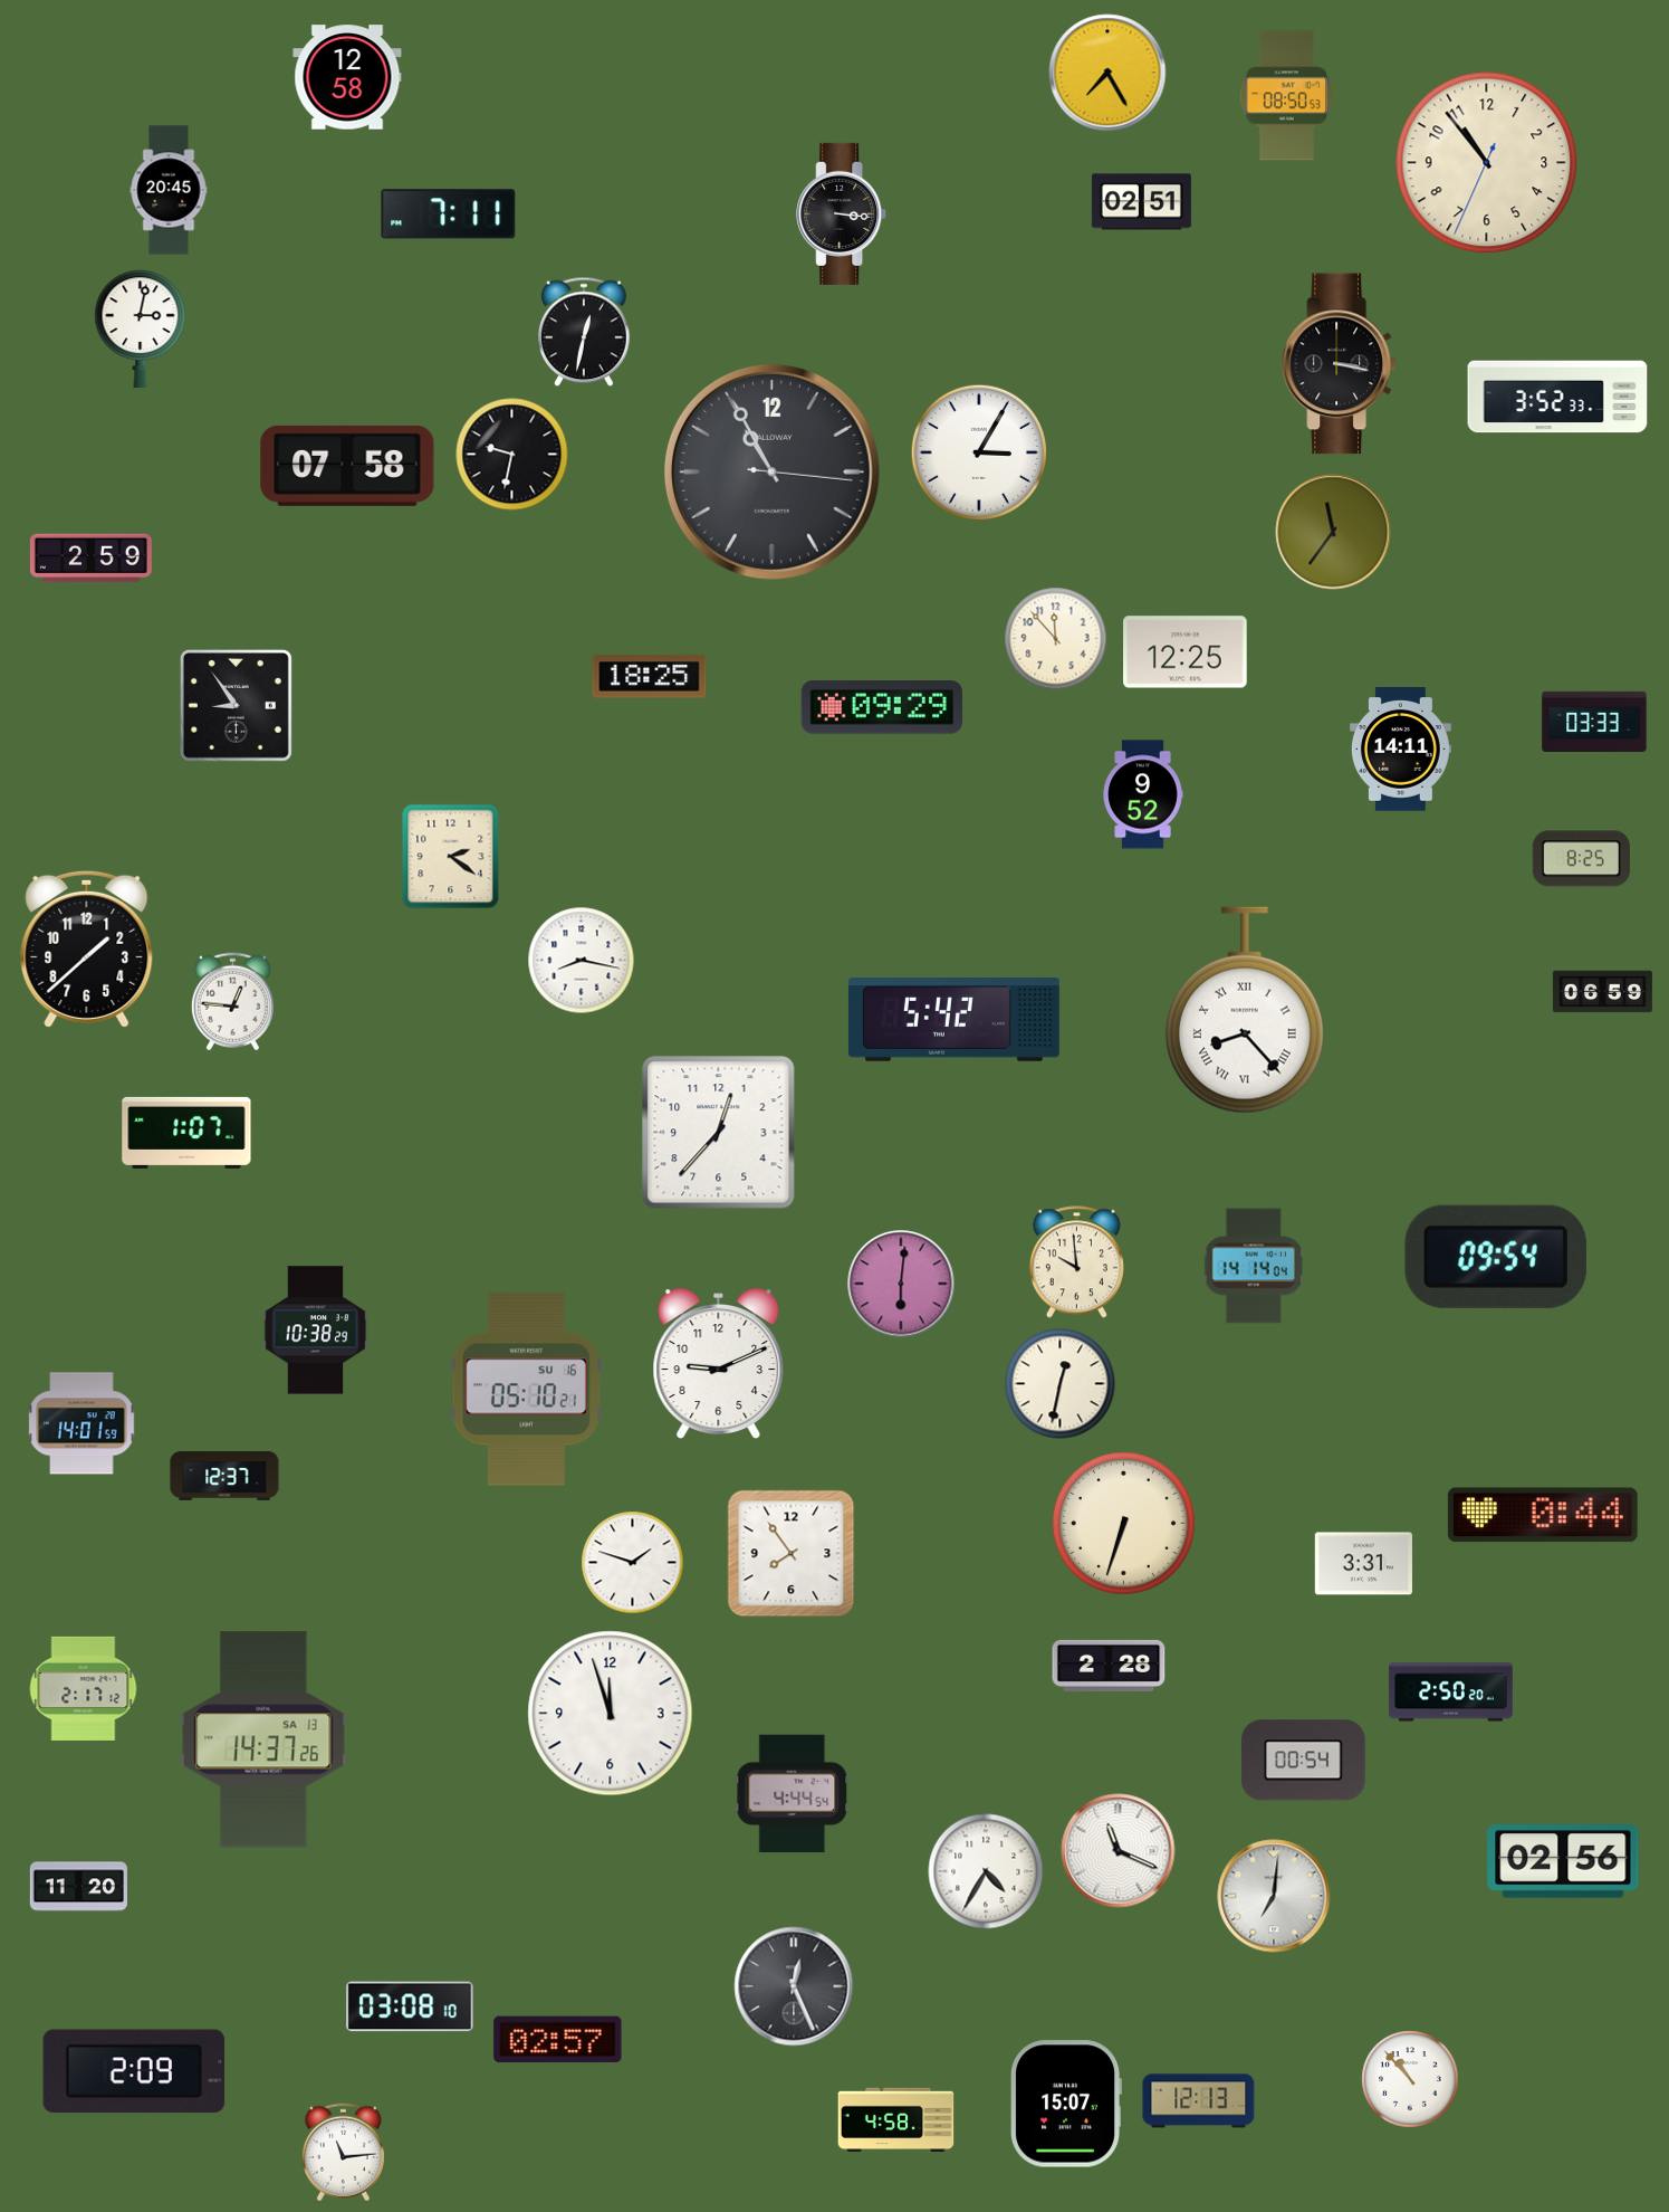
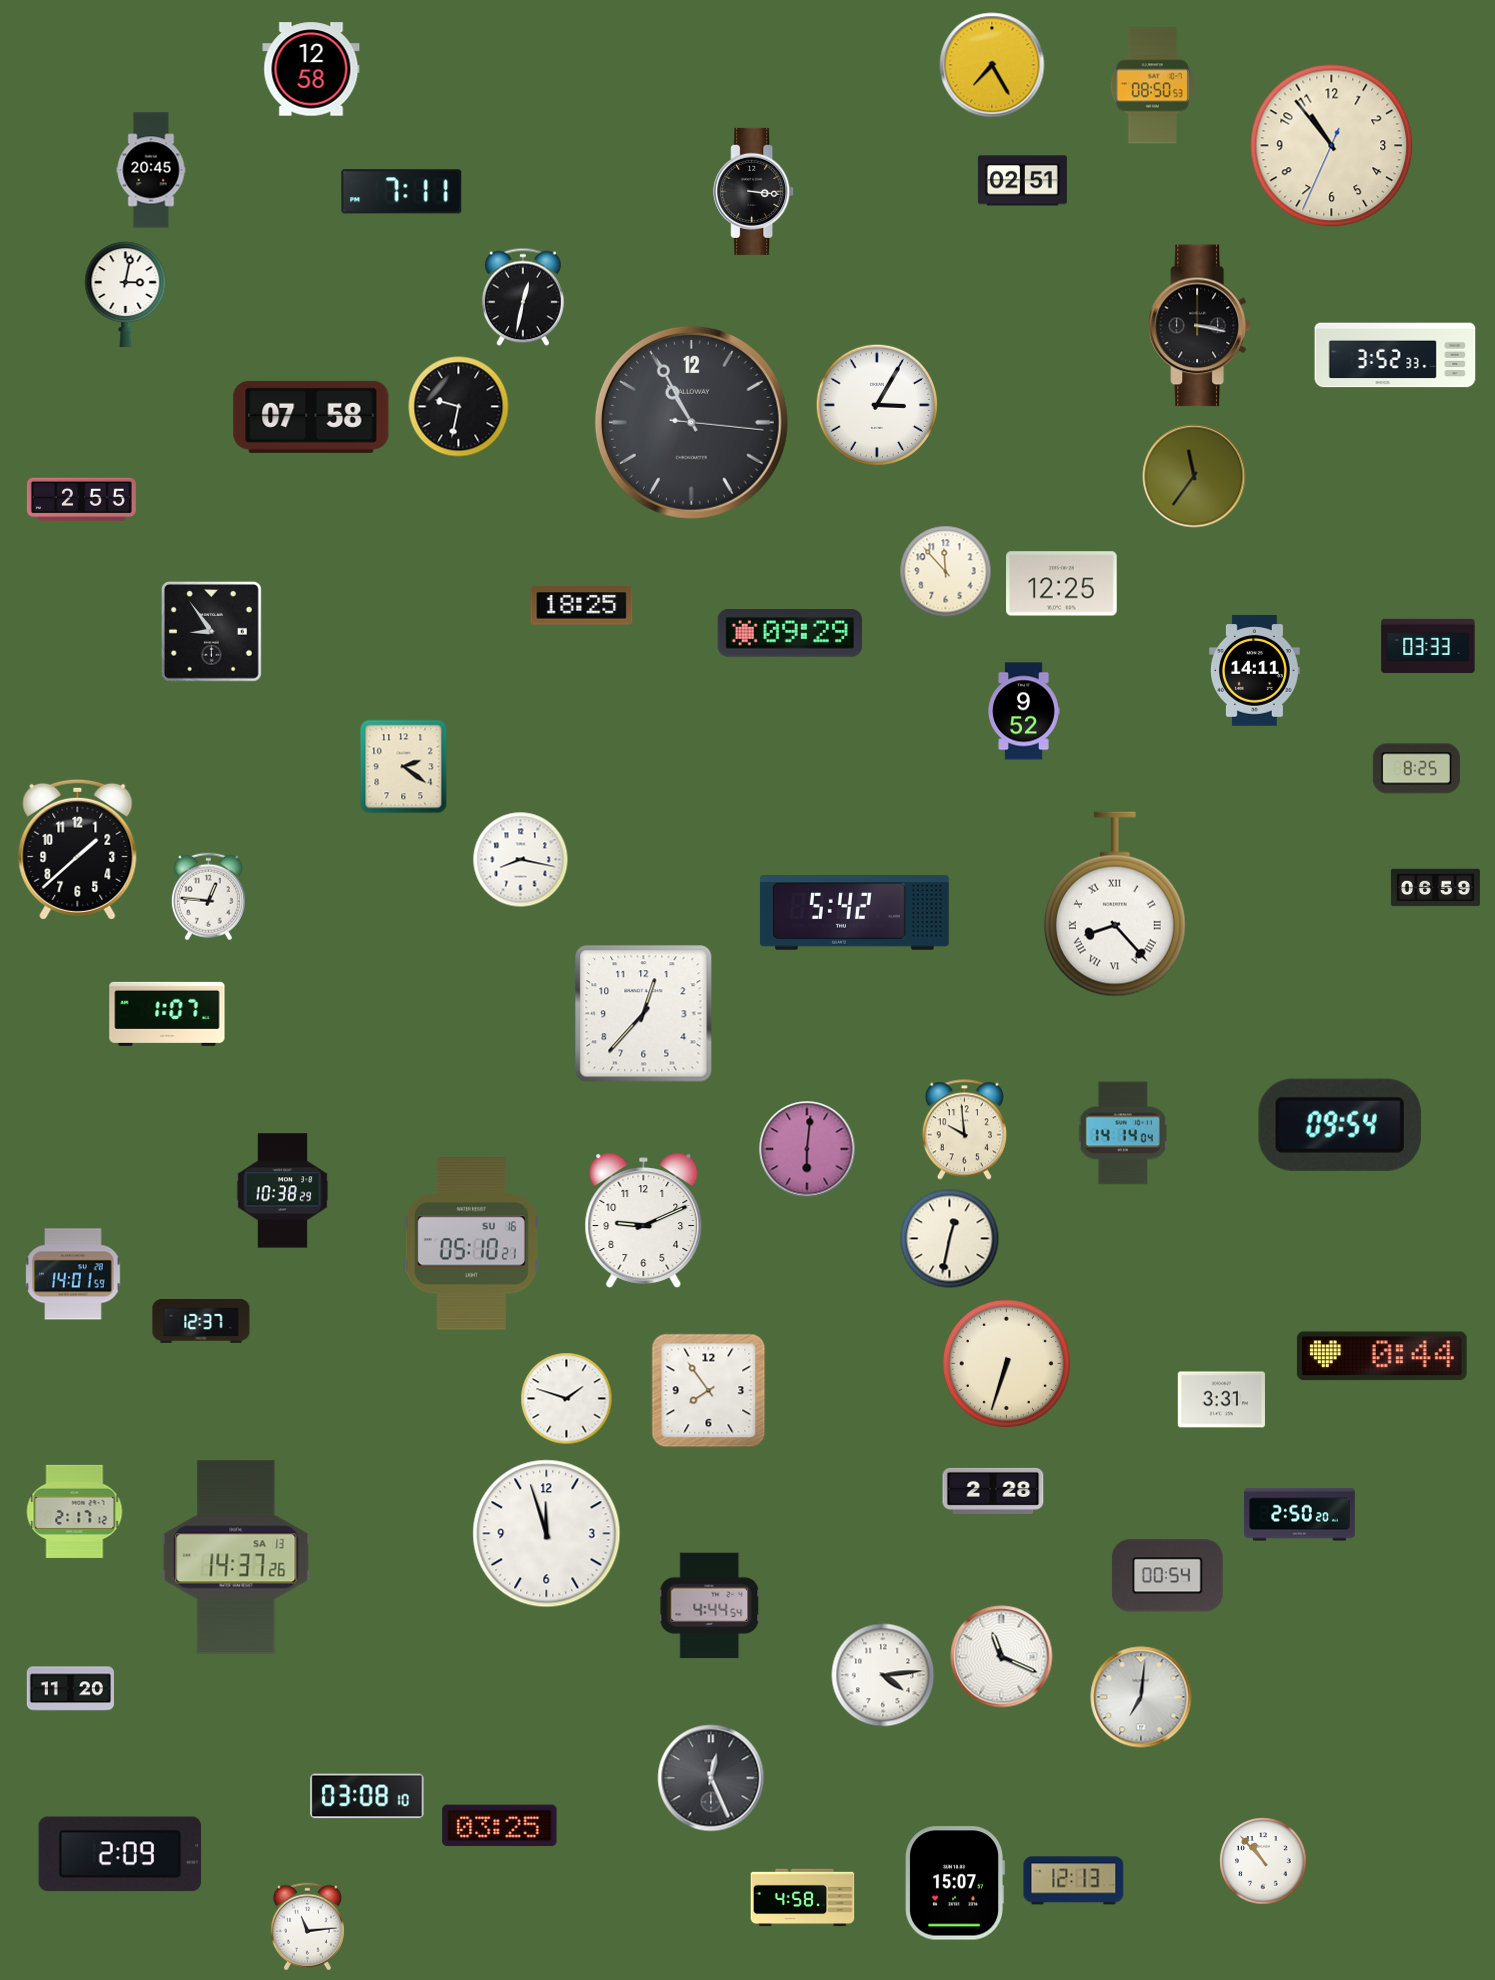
clock at (90, 559): 2:59 -> 2:55
clock at (1563, 1861): 02:56 -> none
clock at (986, 1871): 4:35 -> 4:14
clock at (558, 2040): 02:57 -> 03:25
